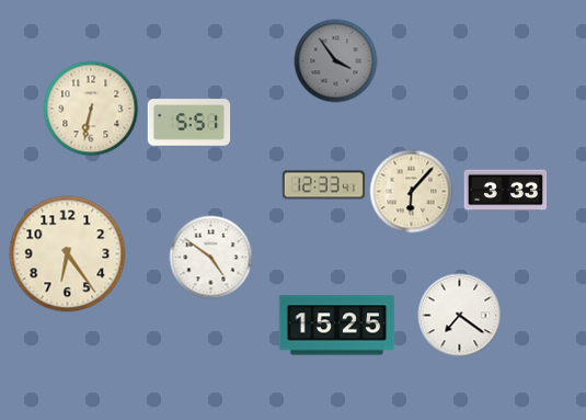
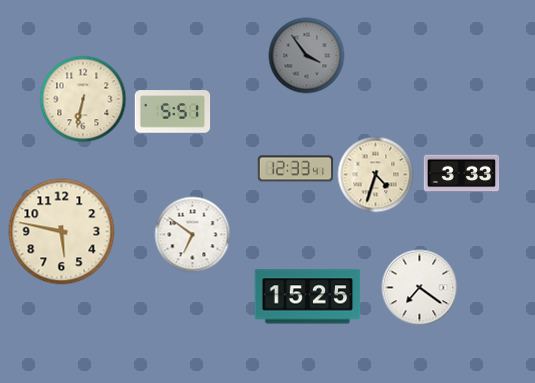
clock at (412, 192): 6:07 -> 4:33
clock at (68, 254): 6:24 -> 5:47
clock at (211, 258): 4:51 -> 6:51
